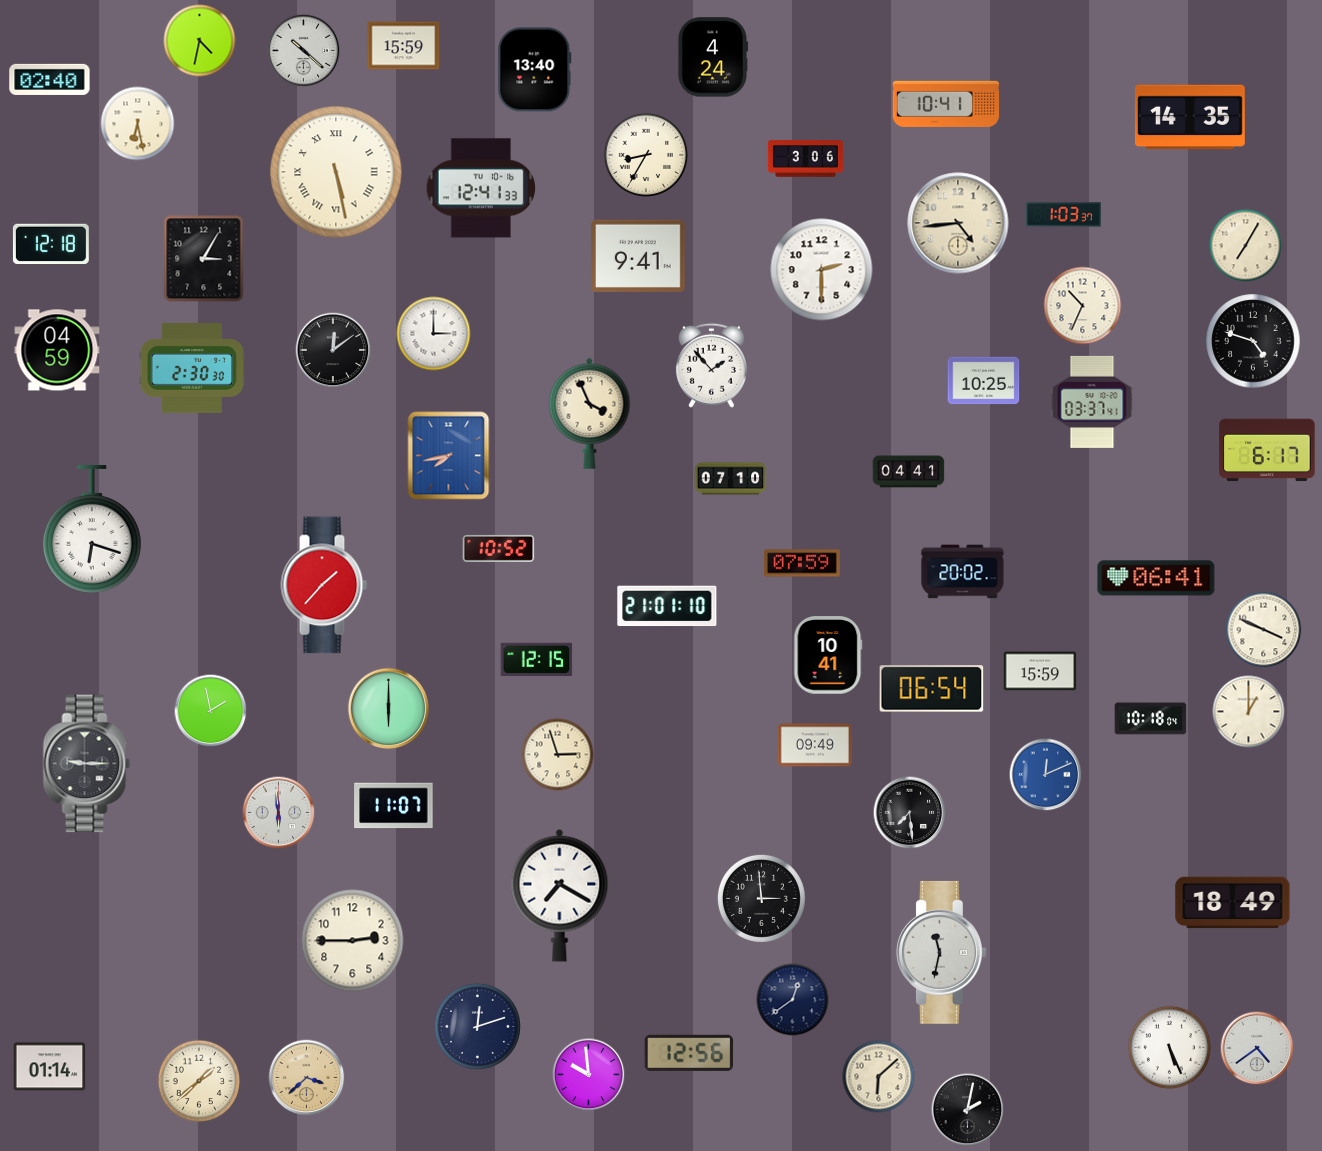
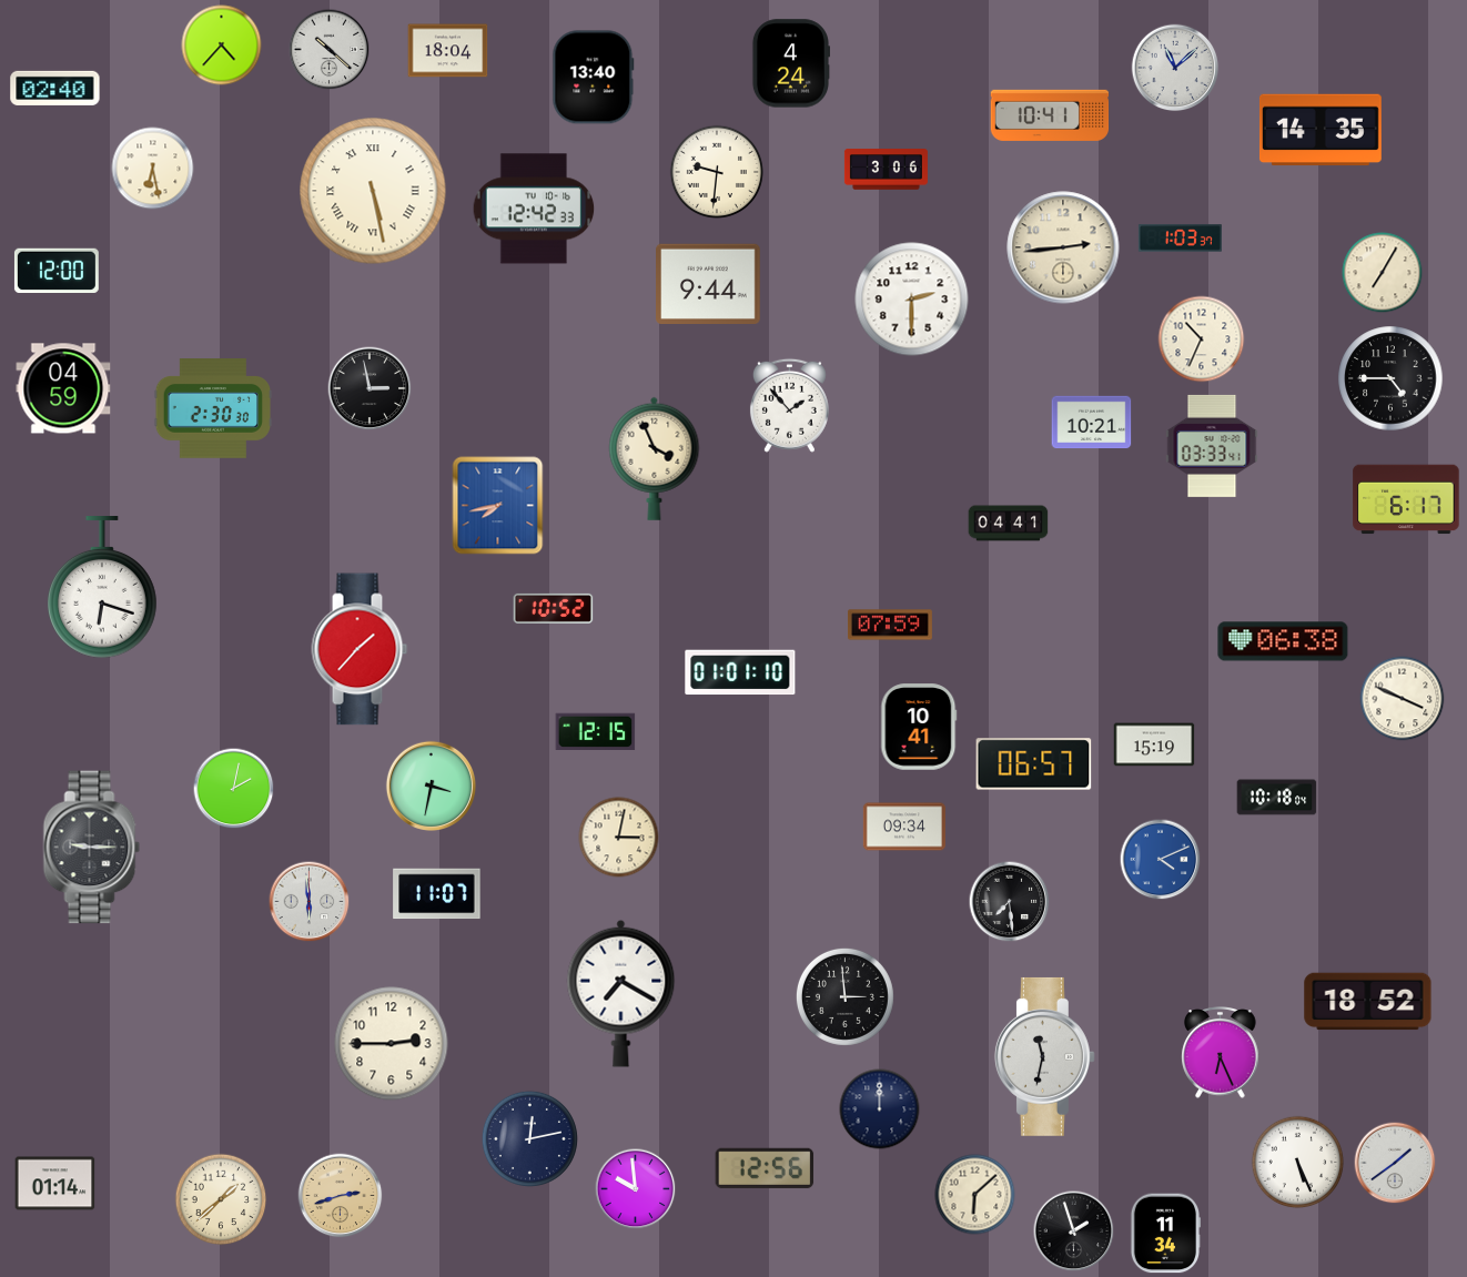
clock at (200, 41): 4:32 -> 4:37
clock at (404, 46): 15:59 -> 18:04
clock at (304, 51) position: (304, 51) -> (330, 50)
clock at (1175, 68): none -> 11:08
clock at (138, 124) position: (138, 124) -> (153, 169)
clock at (646, 155): 8:35 -> 9:31
clock at (805, 159) position: (805, 159) -> (886, 170)
clock at (481, 188): 12:41 -> 12:42
clock at (958, 223): 4:44 -> 2:44
clock at (51, 244): 12:18 -> 12:00
clock at (639, 255): 9:41 -> 9:44
clock at (204, 259): 3:05 -> none
clock at (434, 334): 3:00 -> none
clock at (1253, 341): 4:48 -> 4:45
clock at (333, 350): 12:09 -> 2:58
clock at (984, 381): 10:25 -> 10:21
clock at (1092, 402): 03:37 -> 03:33
clock at (731, 479): 07:10 -> none
clock at (963, 572): 20:02 -> none
clock at (1156, 578): 06:41 -> 06:38
clock at (667, 606): 21:01 -> 01:01
clock at (1040, 671): 15:59 -> 15:19
clock at (932, 689): 06:54 -> 06:57
clock at (388, 708): 6:00 -> 3:32
clock at (211, 711): 1:58 -> 2:02
clock at (1249, 712): 1:00 -> none
clock at (815, 745): 09:49 -> 09:34
clock at (558, 755): 2:57 -> 3:02
clock at (87, 764) position: (87, 764) -> (92, 848)
clock at (1046, 775): 12:11 -> 4:11
clock at (1233, 903): 18:49 -> 18:52
clock at (1221, 1053): none -> 6:26
clock at (793, 1000): 12:39 -> 12:00
clock at (477, 1026): 12:12 -> 12:13
clock at (1257, 1048): 4:39 -> 1:39
clock at (589, 1075) position: (589, 1075) -> (636, 1189)
clock at (307, 1078): 3:38 -> 2:42
clock at (968, 1110): 2:02 -> 1:57
clock at (1164, 1234): none -> 11:34
